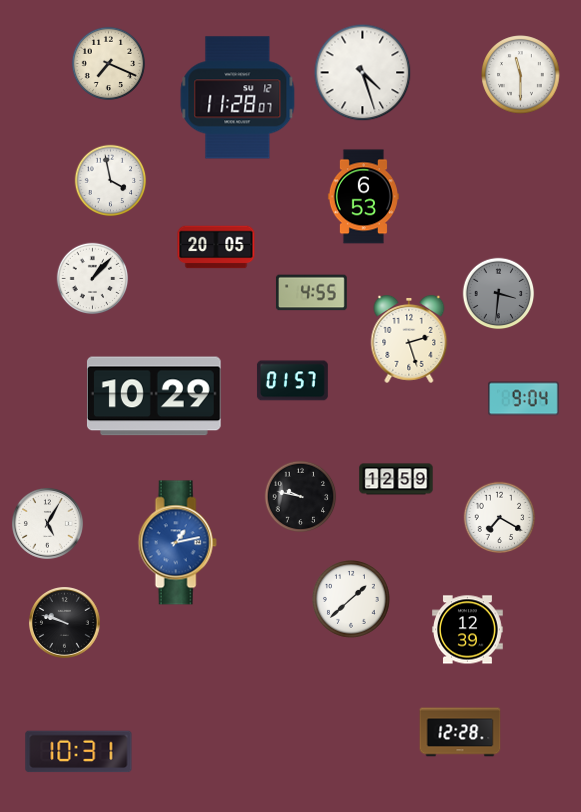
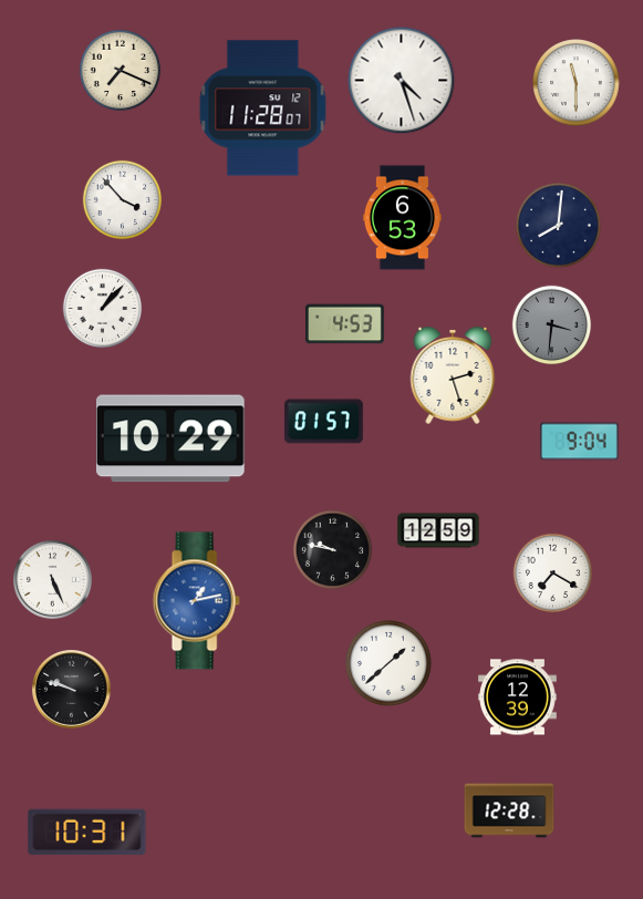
clock at (111, 181): 3:58 -> 3:53
clock at (558, 225): none -> 8:01
clock at (216, 247): 20:05 -> none
clock at (312, 293): 4:55 -> 4:53
clock at (48, 524): 5:05 -> 5:26
